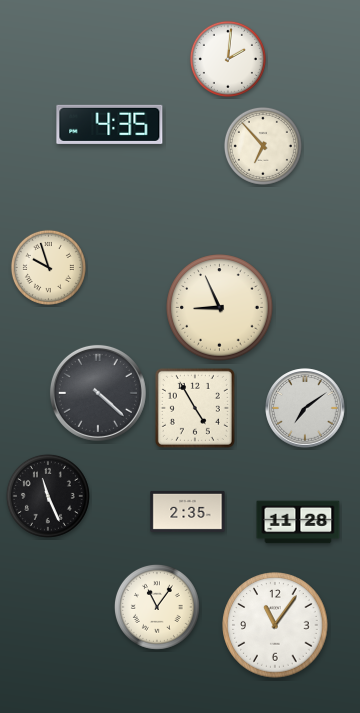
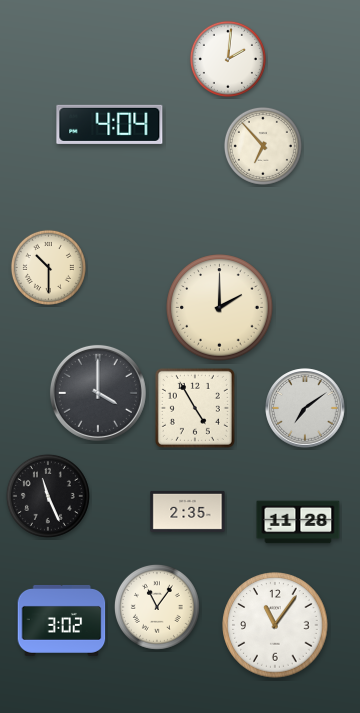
clock at (110, 124): 4:35 -> 4:04
clock at (48, 267): 9:57 -> 10:30
clock at (220, 308): 8:56 -> 2:00
clock at (98, 393): 4:22 -> 4:00
clock at (62, 620): none -> 3:02
